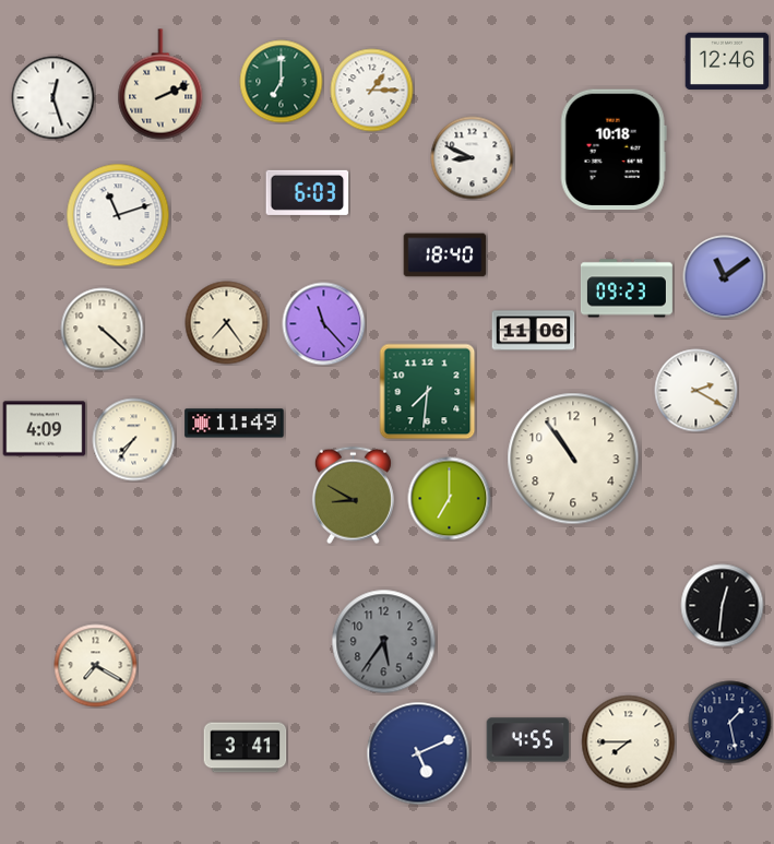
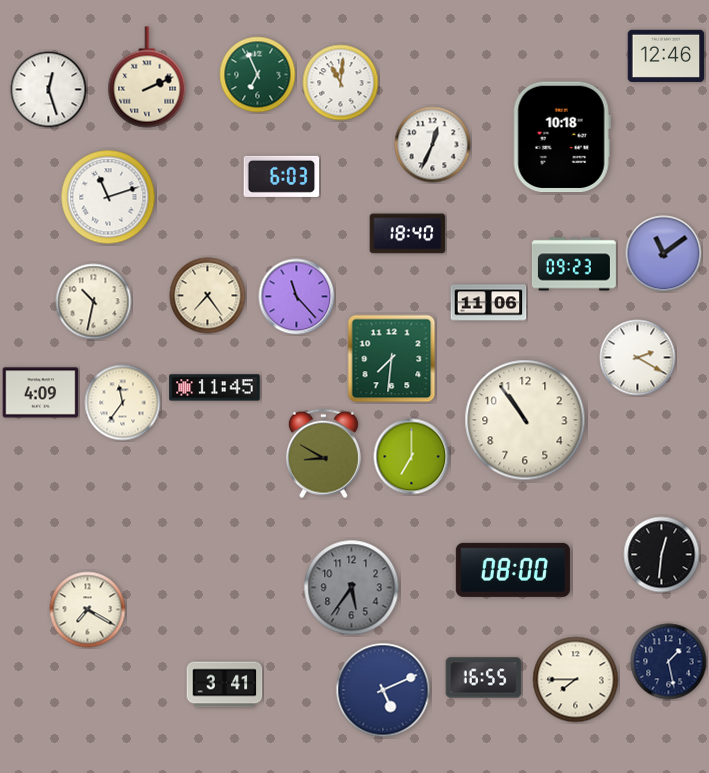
clock at (282, 82): 7:00 -> 6:56
clock at (372, 91): 1:15 -> 11:01
clock at (473, 158): 8:49 -> 12:34
clock at (103, 330): 4:22 -> 10:32
clock at (235, 424): 11:49 -> 11:45
clock at (134, 440): 7:36 -> 11:36
clock at (513, 570): none -> 08:00
clock at (528, 740): 4:55 -> 16:55
